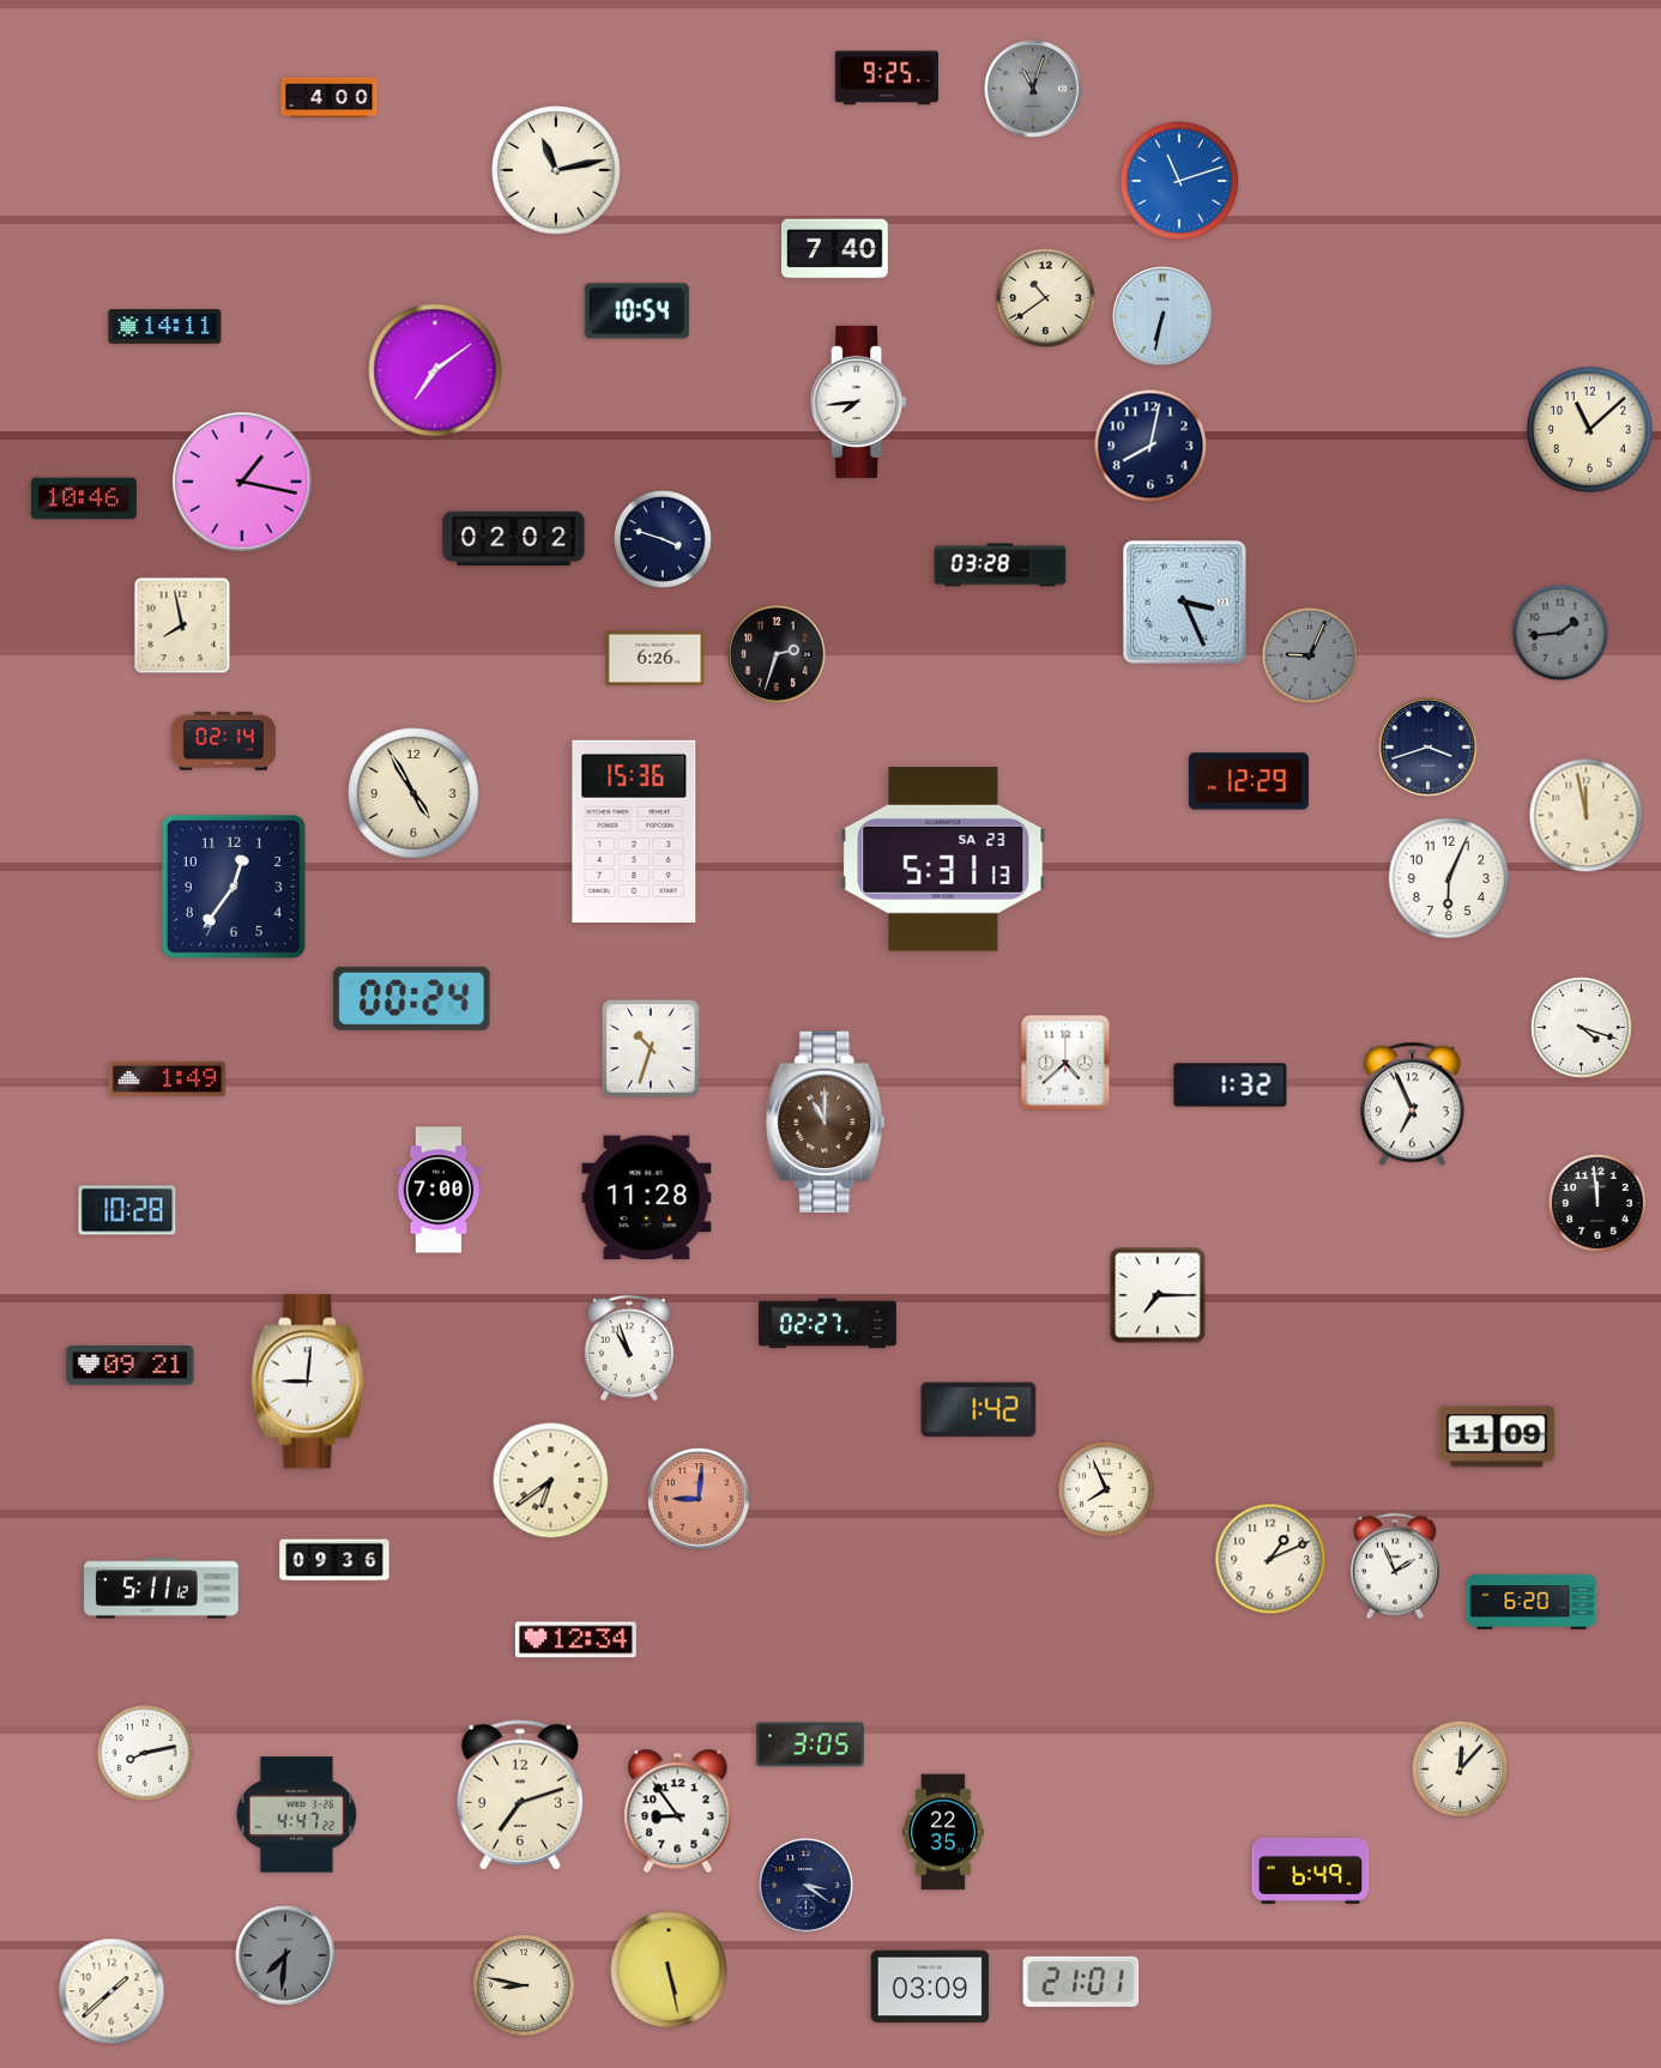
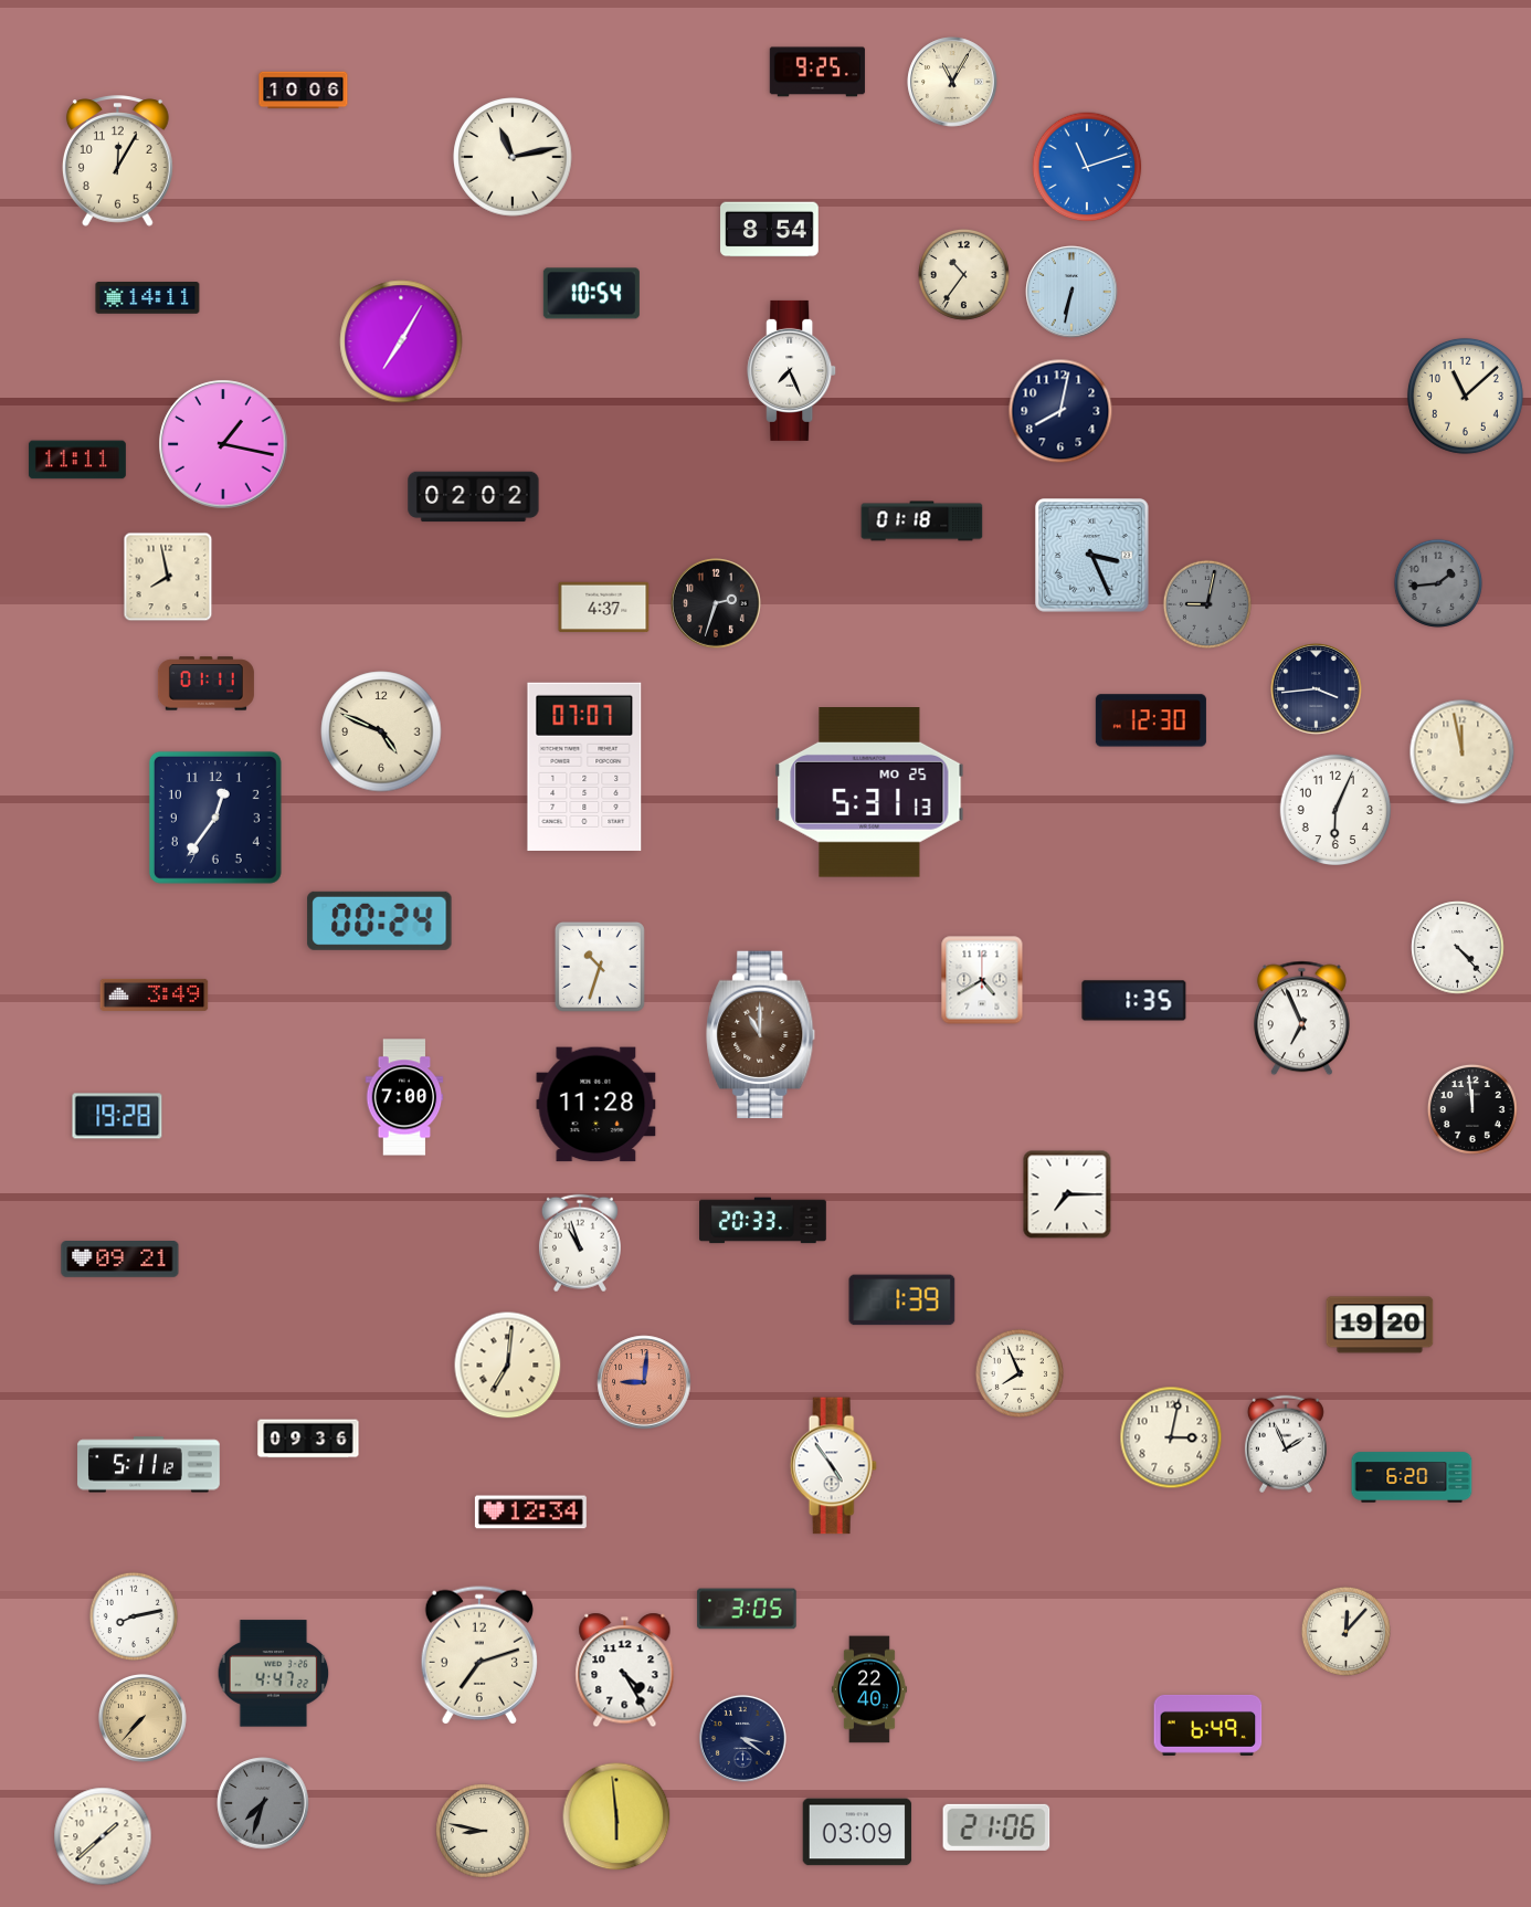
clock at (1033, 89): 11:03 -> 11:05
clock at (1033, 89) dial: grey -> cream
clock at (330, 98): 4:00 -> 10:06
clock at (117, 161): none -> 12:05
clock at (835, 249): 7:40 -> 8:54
clock at (1045, 297): 10:39 -> 10:36
clock at (636, 312) position: (636, 312) -> (591, 294)
clock at (165, 327) position: (165, 327) -> (148, 298)
clock at (435, 370): 7:09 -> 7:05
clock at (859, 401): 7:44 -> 7:26
clock at (84, 498): 10:46 -> 11:11
clock at (663, 539): 3:48 -> none
clock at (1001, 566): 03:28 -> 01:18
clock at (1310, 655): 9:04 -> 9:02
clock at (656, 659): 6:26 -> 4:37
clock at (223, 742): 02:14 -> 01:11
clock at (1429, 748): 3:42 -> 3:44
clock at (1249, 781): 12:29 -> 12:30
clock at (413, 793): 4:55 -> 4:49
clock at (634, 832): 15:36 -> 07:07
clock at (943, 860) date: SA 23 -> MO 25
clock at (1582, 1028): 4:18 -> 4:23
clock at (1065, 1063): 4:38 -> 4:40
clock at (168, 1078): 1:49 -> 3:49
clock at (1231, 1086): 1:32 -> 1:35
clock at (127, 1210): 10:28 -> 19:28
clock at (828, 1324): 02:27 -> 20:33
clock at (308, 1381): 9:01 -> none
clock at (979, 1410): 1:42 -> 1:39
clock at (1497, 1437): 11:09 -> 19:20
clock at (551, 1481): 6:39 -> 7:01
clock at (1270, 1559): 1:11 -> 3:02
clock at (833, 1466): none -> 4:54
clock at (678, 1812): 8:54 -> 4:25
clock at (943, 1832): 22:35 -> 22:40
clock at (142, 1718): none -> 7:37
clock at (285, 1955): 7:31 -> 7:33
clock at (669, 1970): 5:28 -> 5:59
clock at (1081, 1982): 21:01 -> 21:06
